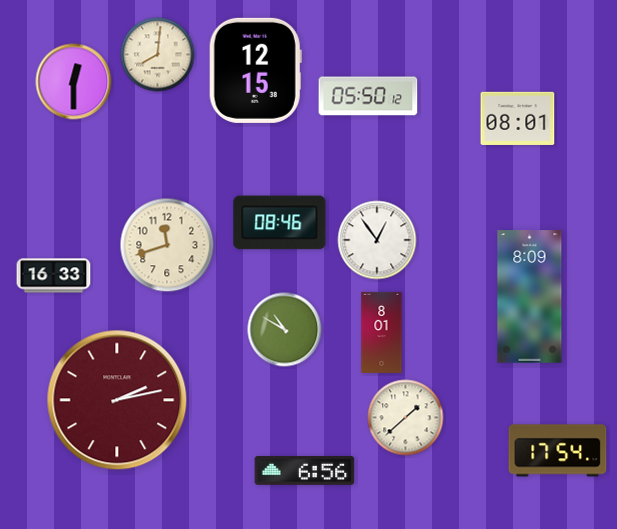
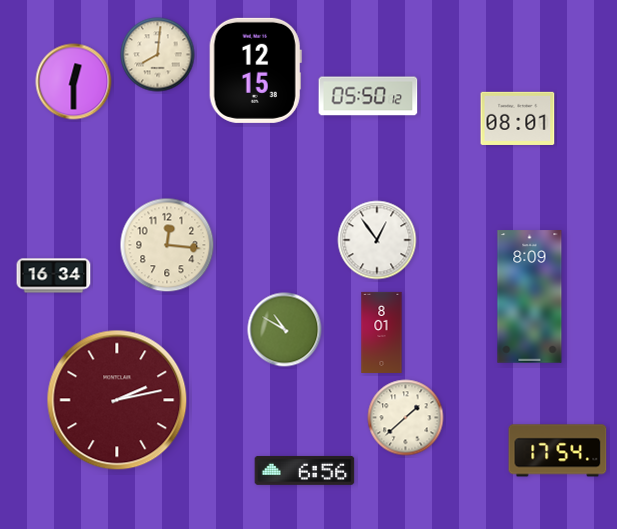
clock at (280, 223): 08:46 -> none
clock at (167, 245): 11:42 -> 12:16
clock at (54, 276): 16:33 -> 16:34
